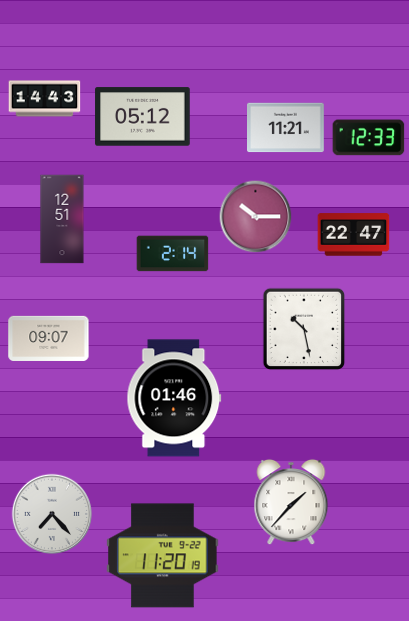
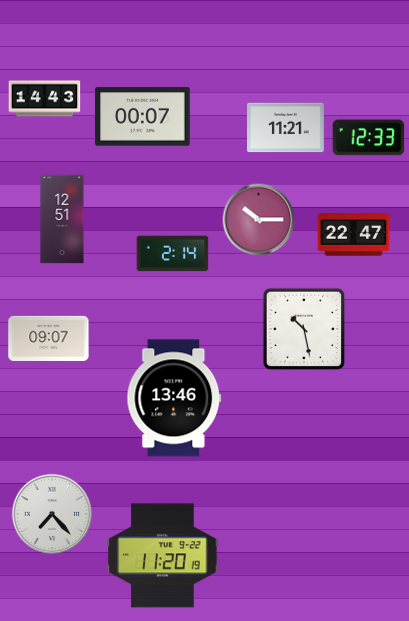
clock at (143, 117): 05:12 -> 00:07
clock at (256, 217) position: (256, 217) -> (259, 220)
clock at (174, 398): 01:46 -> 13:46
clock at (291, 502): 1:37 -> none
